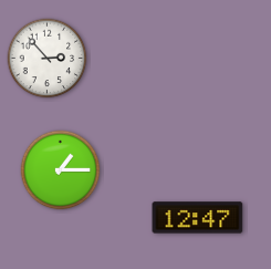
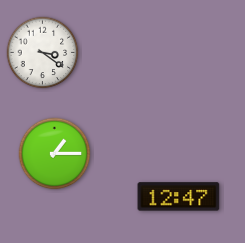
clock at (48, 59): 2:53 -> 3:21
